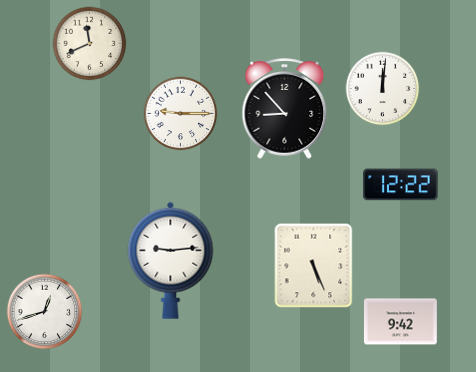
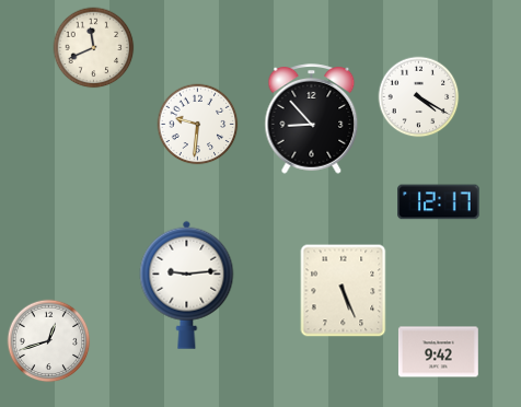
clock at (90, 44) position: (90, 44) -> (94, 48)
clock at (383, 89): 12:01 -> 4:20
clock at (181, 114): 9:15 -> 9:31
clock at (401, 185): 12:22 -> 12:17
